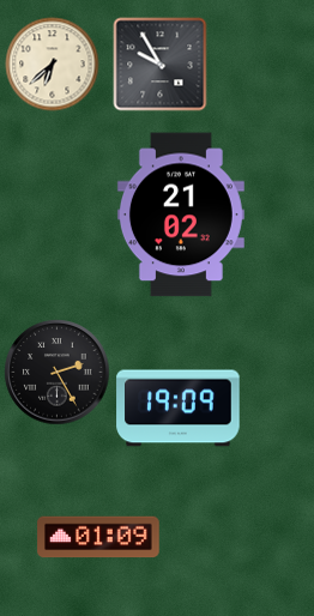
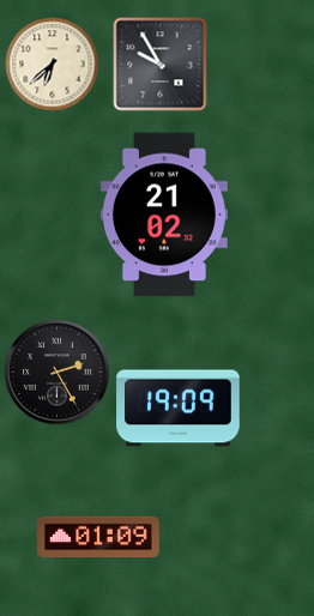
clock at (181, 215) position: (181, 215) -> (164, 215)
